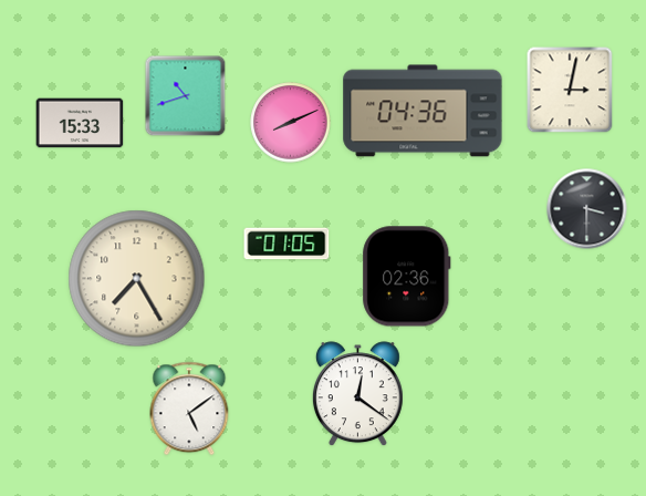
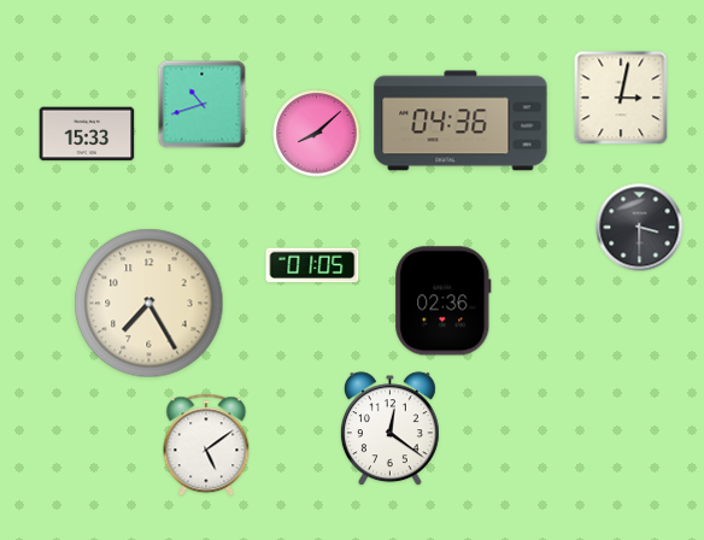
clock at (291, 123): 8:11 -> 8:08
